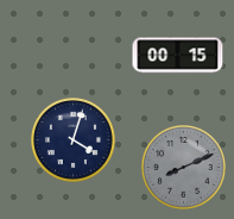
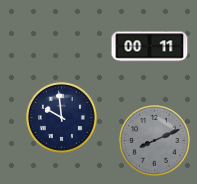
clock at (178, 56): 00:15 -> 00:11
clock at (74, 140): 4:03 -> 9:59
